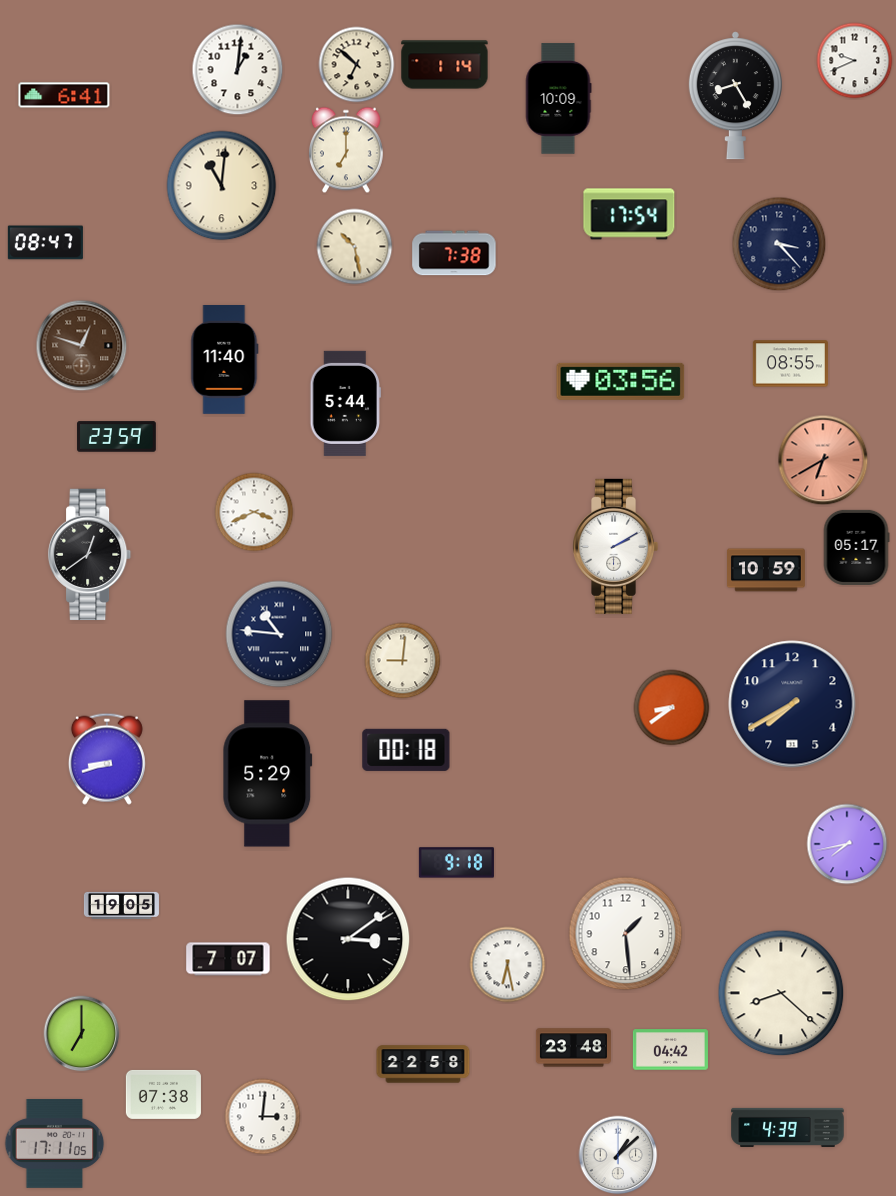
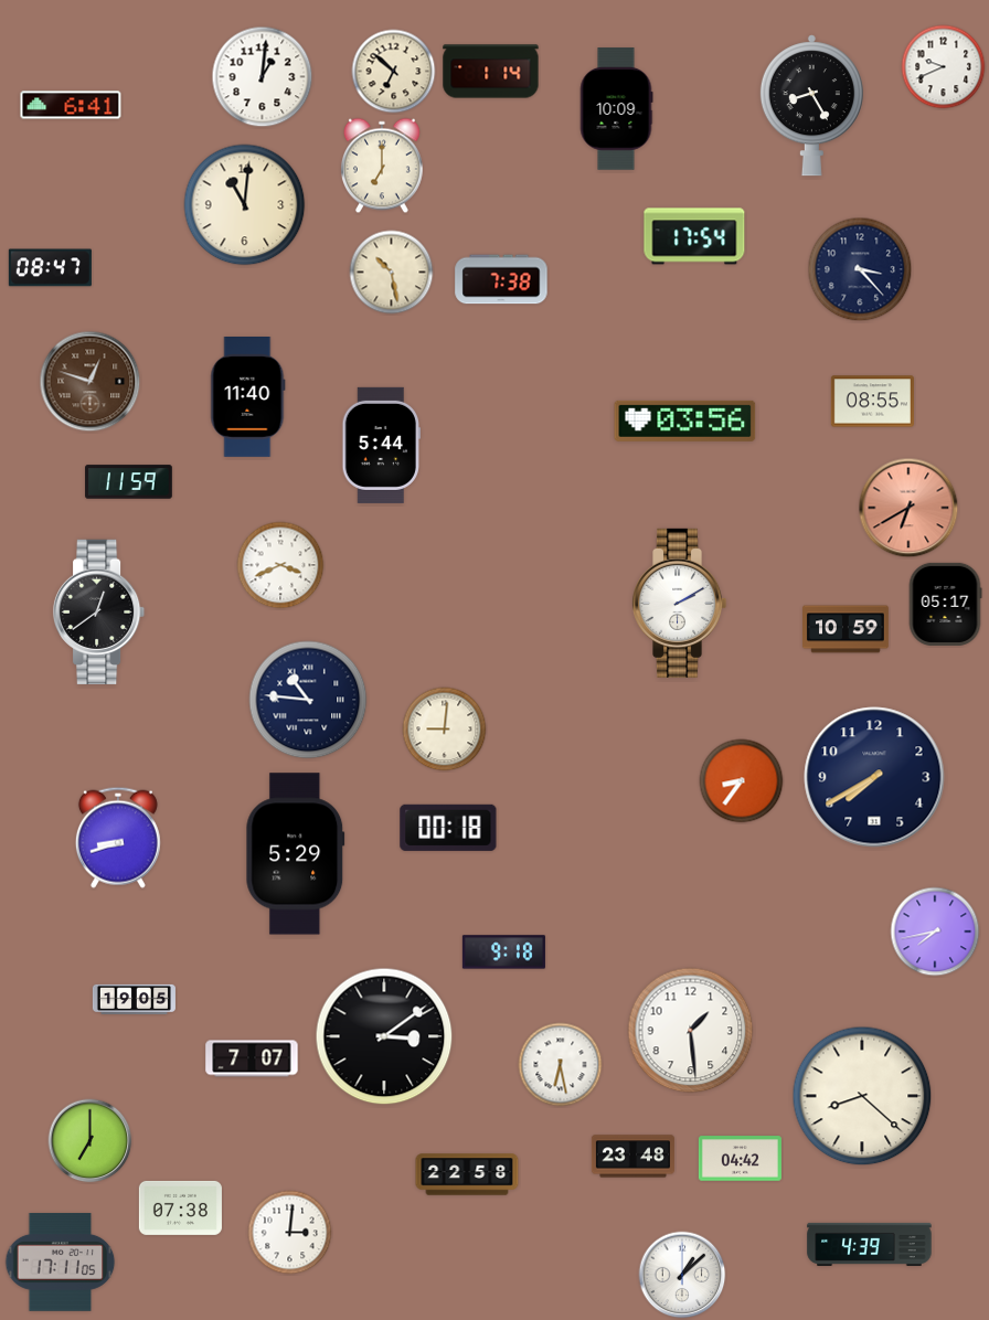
clock at (117, 437): 23:59 -> 11:59
clock at (672, 708): 8:39 -> 8:36
